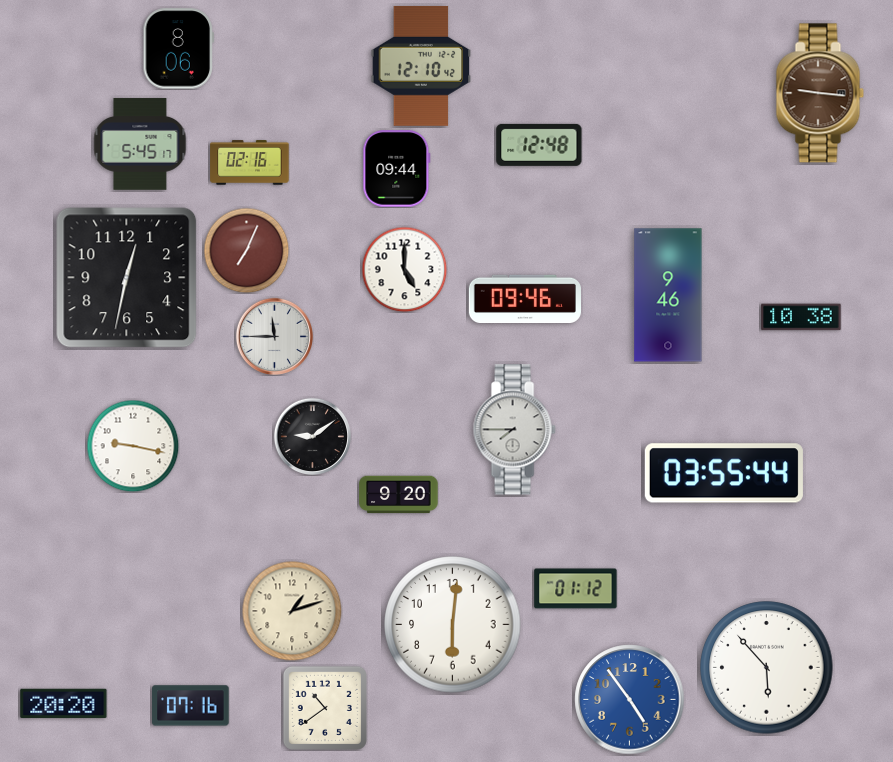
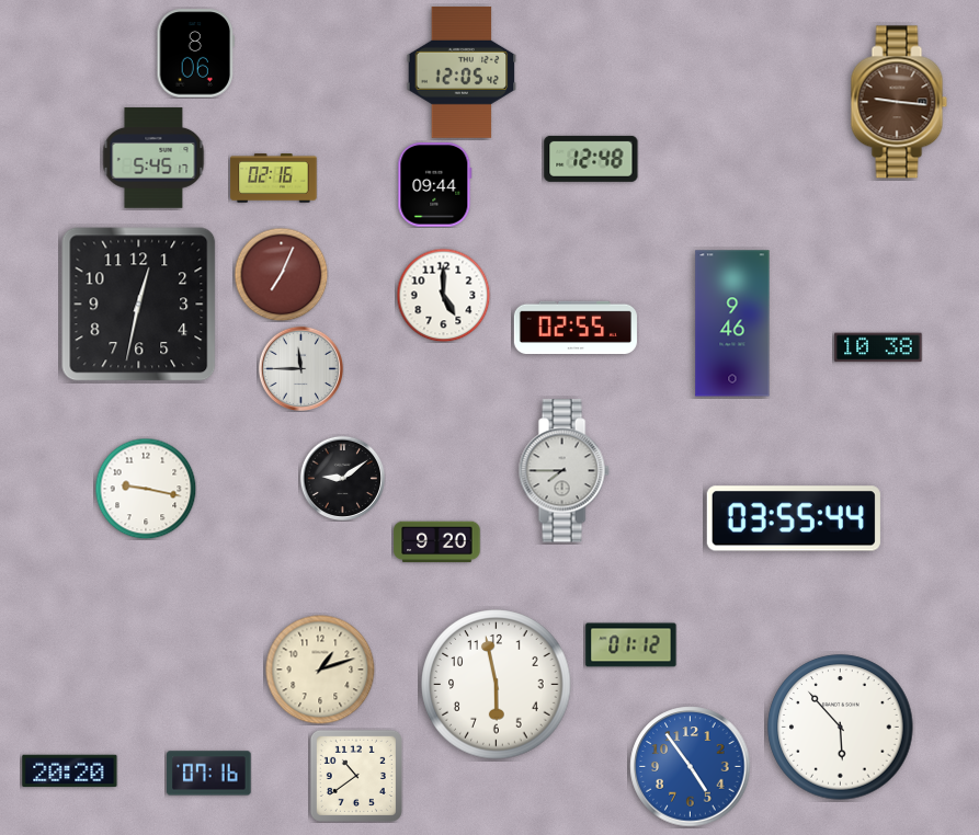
clock at (421, 66): 12:10 -> 12:05
clock at (246, 250) position: (246, 250) -> (281, 274)
clock at (525, 298): 09:46 -> 02:55
clock at (453, 625): 6:01 -> 5:58
clock at (767, 668) position: (767, 668) -> (841, 728)
